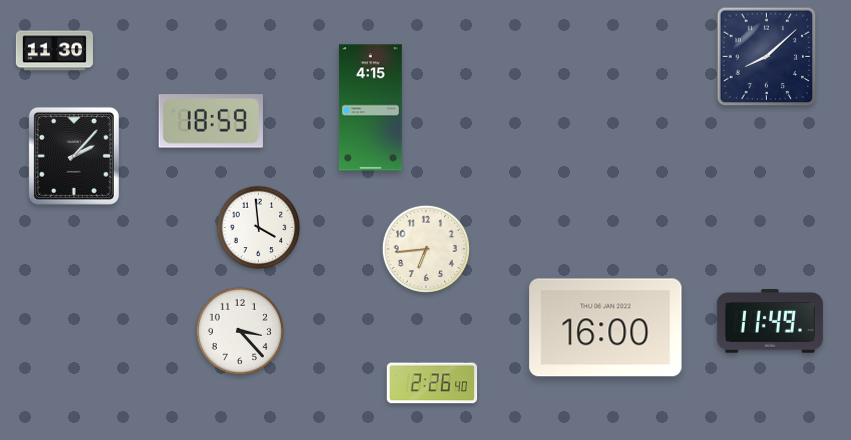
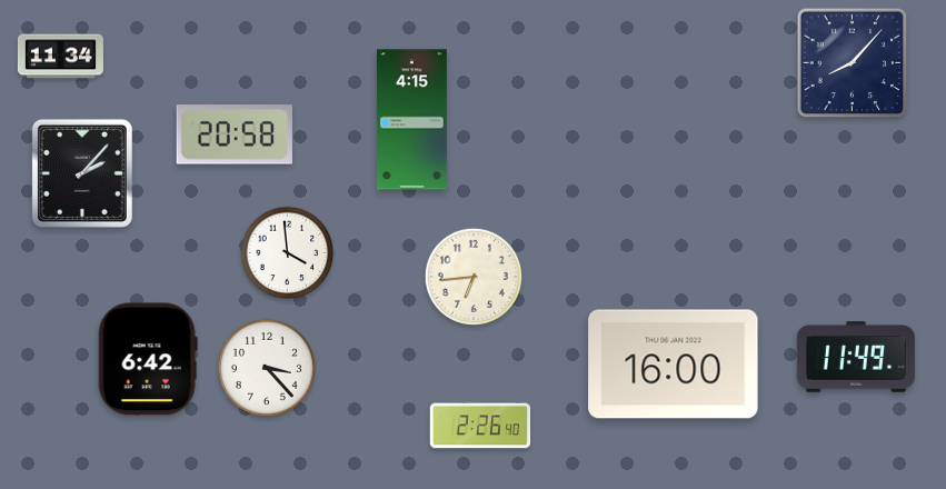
clock at (54, 51): 11:30 -> 11:34
clock at (767, 57): 8:08 -> 8:07
clock at (211, 121): 18:59 -> 20:58
clock at (148, 359): none -> 6:42
